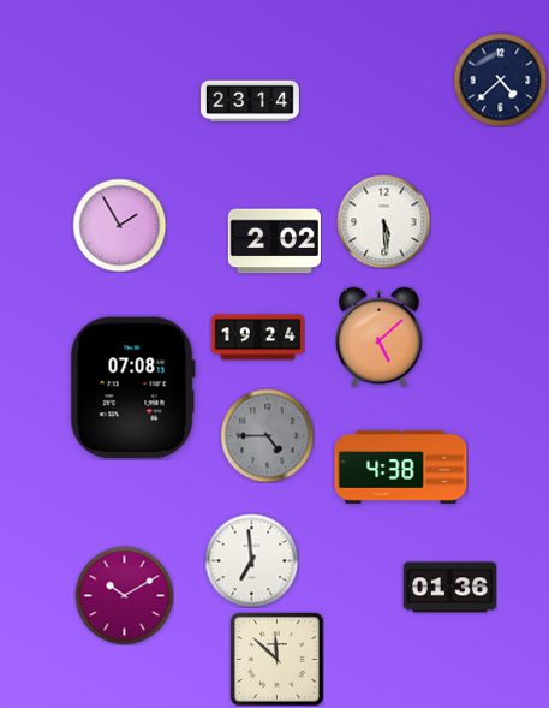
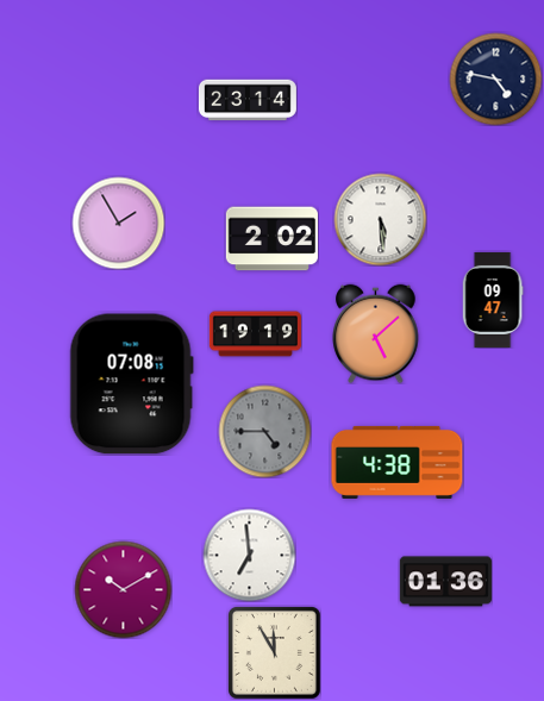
clock at (500, 79): 4:38 -> 4:47
clock at (493, 300): none -> 09:47
clock at (257, 338): 19:24 -> 19:19
clock at (276, 659): 11:52 -> 11:55
